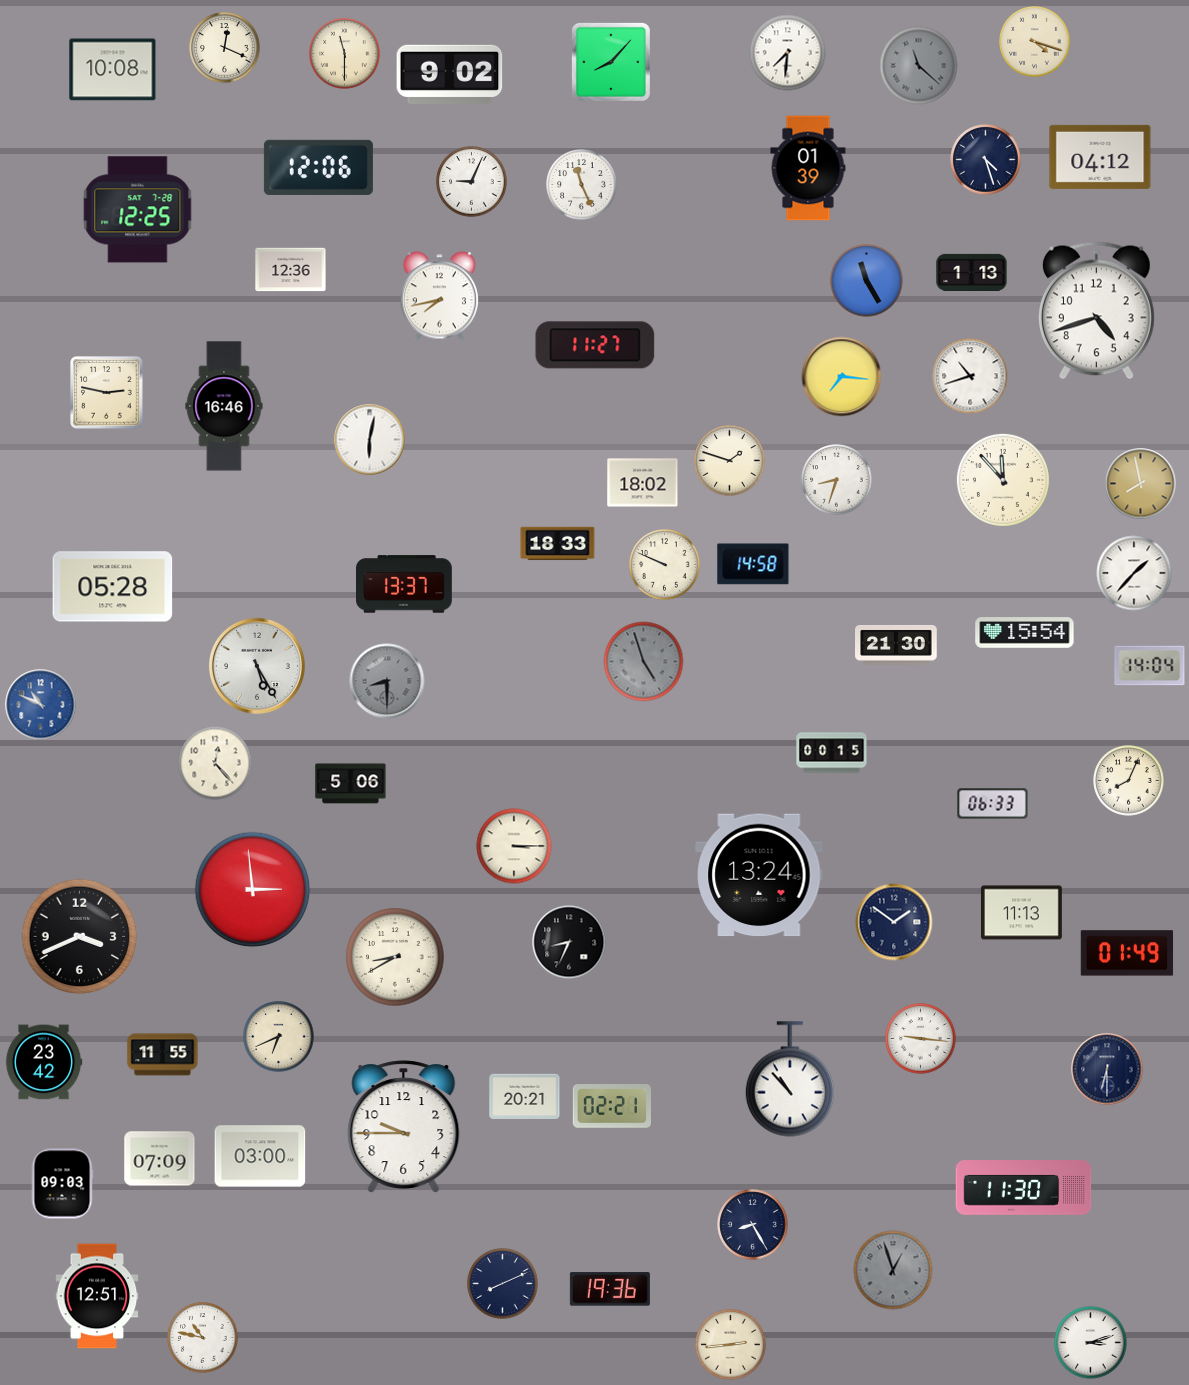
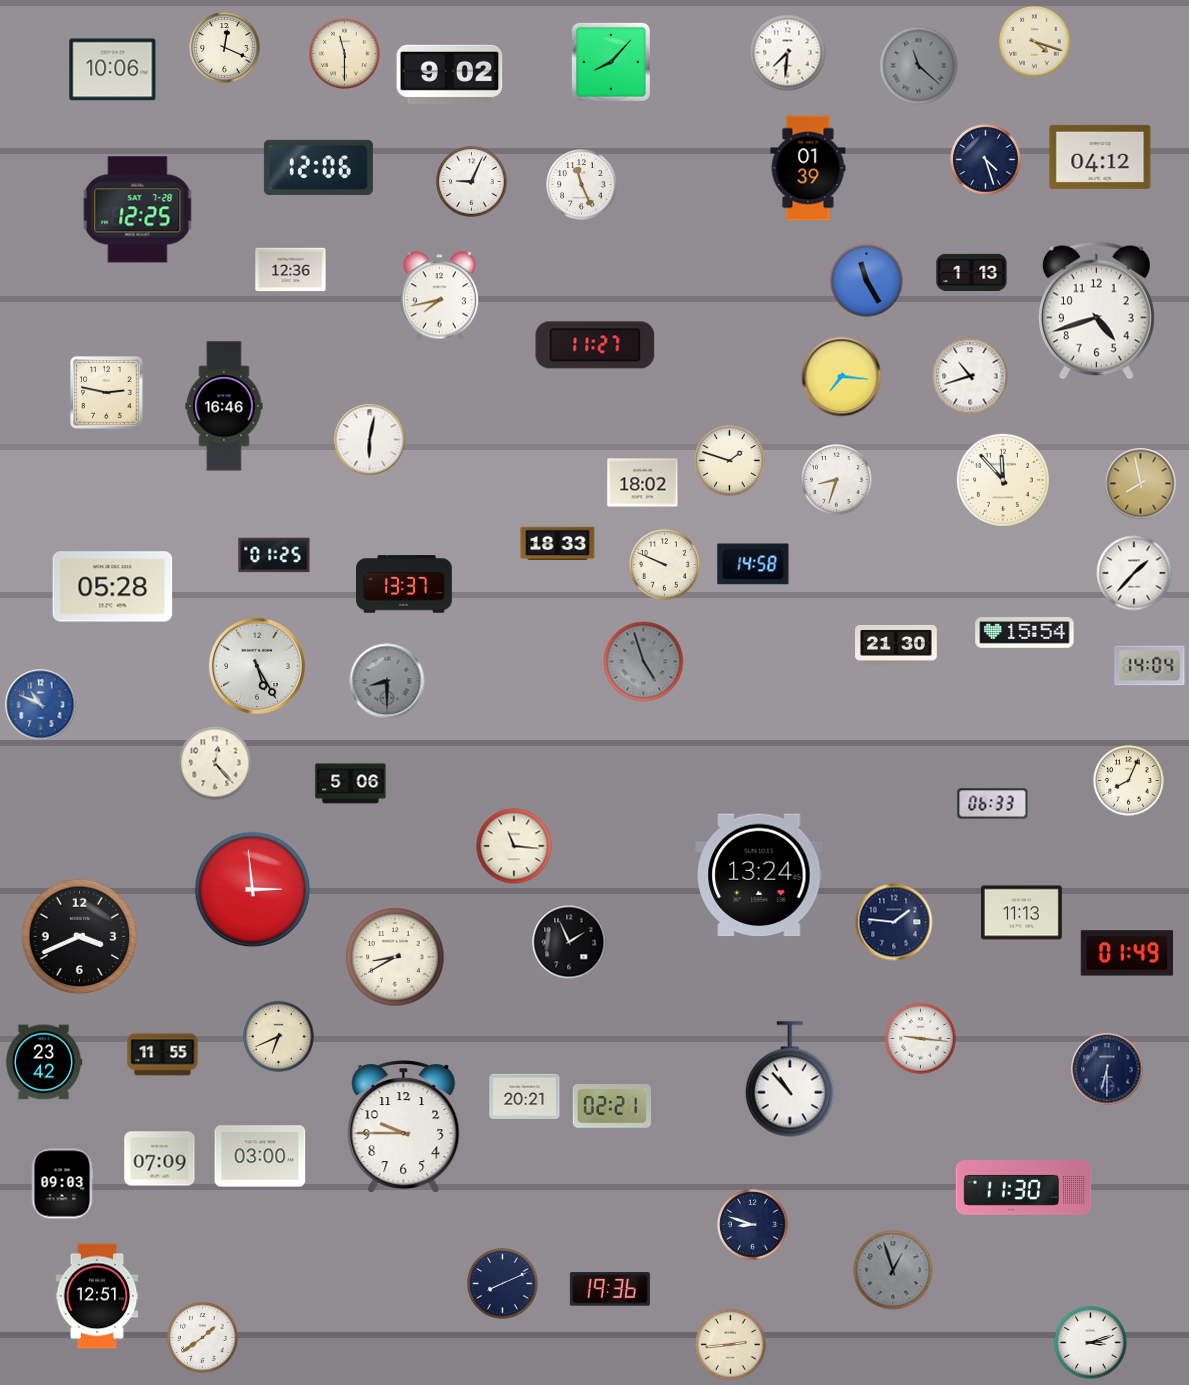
clock at (113, 70): 10:08 -> 10:06
clock at (274, 555): none -> 01:25
clock at (832, 753): 00:15 -> none
clock at (514, 846): 3:15 -> 11:16
clock at (894, 922): 1:51 -> 1:46
clock at (569, 942): 8:34 -> 1:56
clock at (753, 1225): 8:25 -> 8:48
clock at (203, 1338): 10:47 -> 1:39
